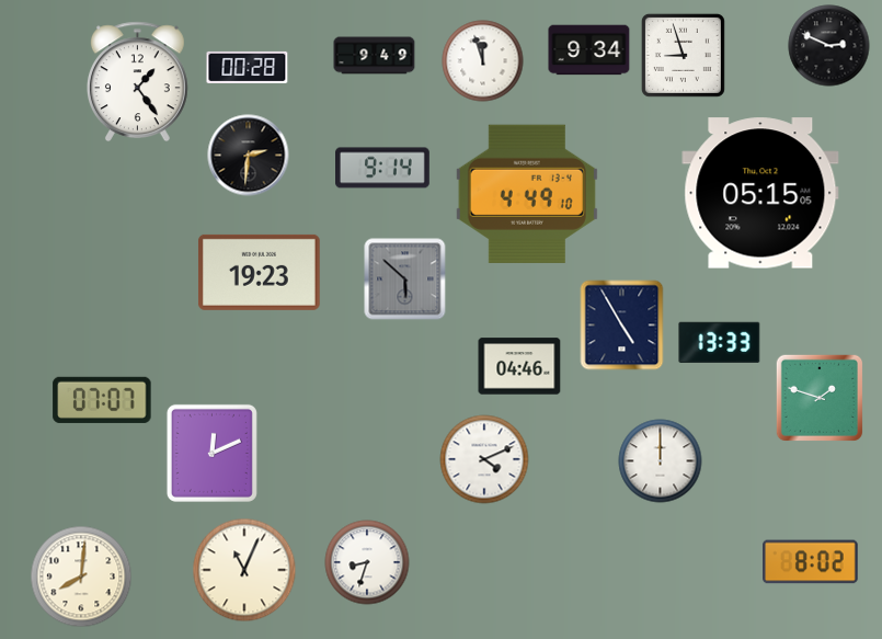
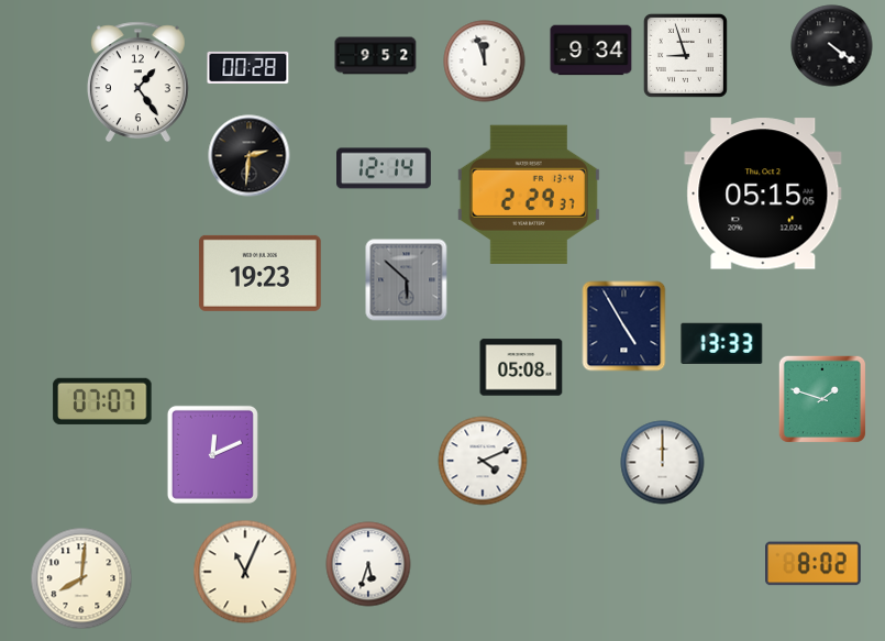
clock at (829, 46): 2:49 -> 4:21
clock at (375, 56): 9:49 -> 9:52
clock at (383, 168): 9:14 -> 12:14
clock at (527, 194): 4:49 -> 2:29
clock at (519, 366): 04:46 -> 05:08
clock at (484, 459) position: (484, 459) -> (483, 461)
clock at (367, 562): 8:33 -> 5:33
